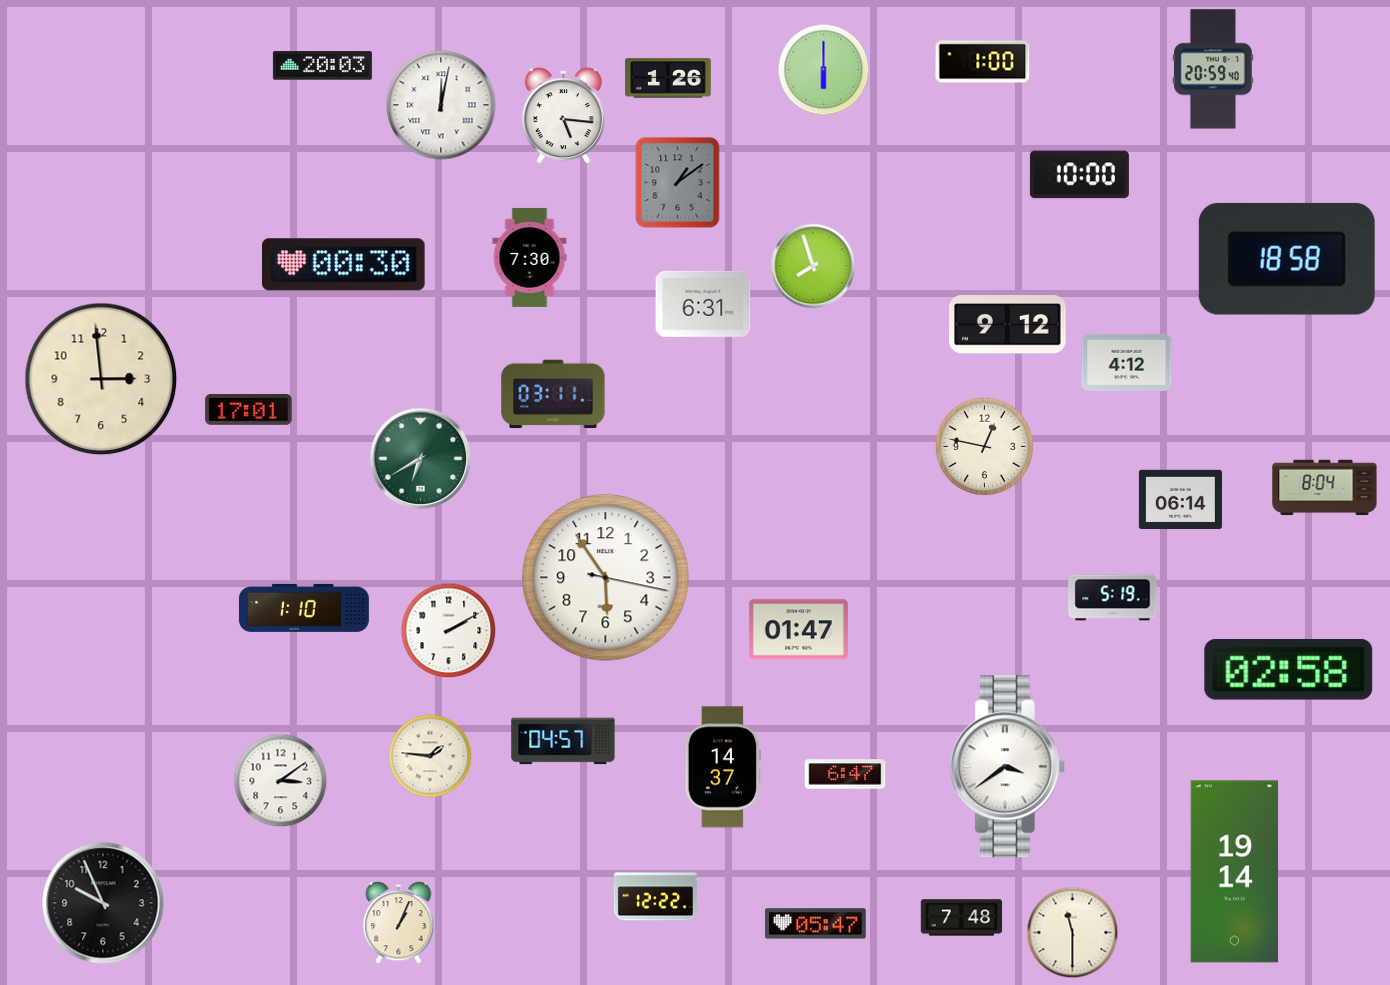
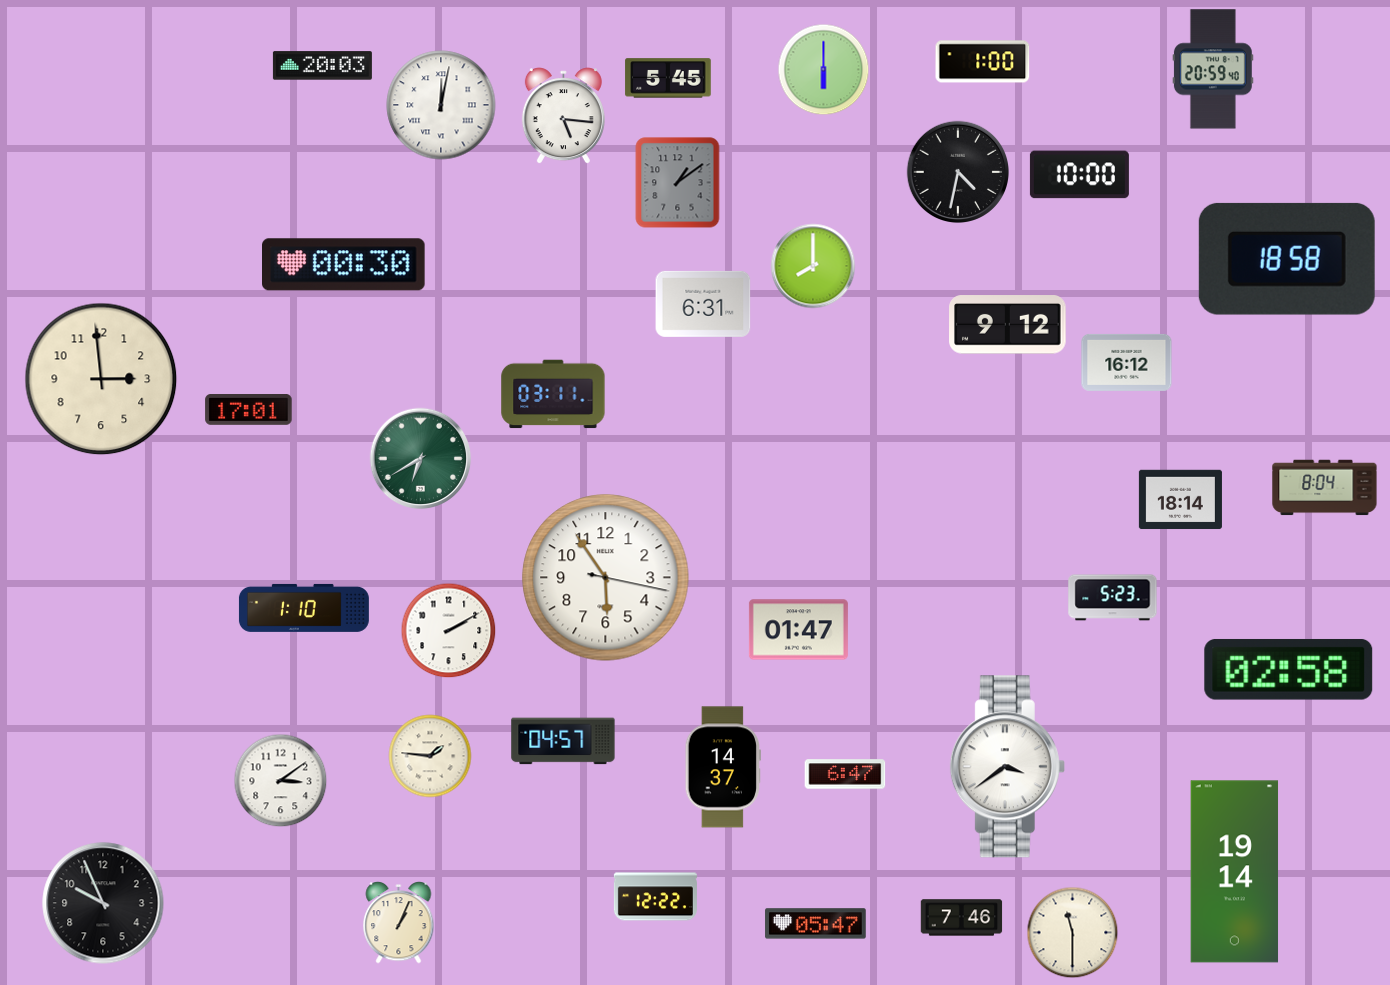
clock at (668, 78): 1:26 -> 5:45
clock at (957, 171): none -> 4:32
clock at (530, 257): 7:30 -> none
clock at (813, 266): 7:57 -> 8:00
clock at (1127, 362): 4:12 -> 16:12
clock at (985, 447): 12:47 -> none
clock at (1180, 500): 06:14 -> 18:14
clock at (1113, 598): 5:19 -> 5:23
clock at (962, 918): 7:48 -> 7:46
